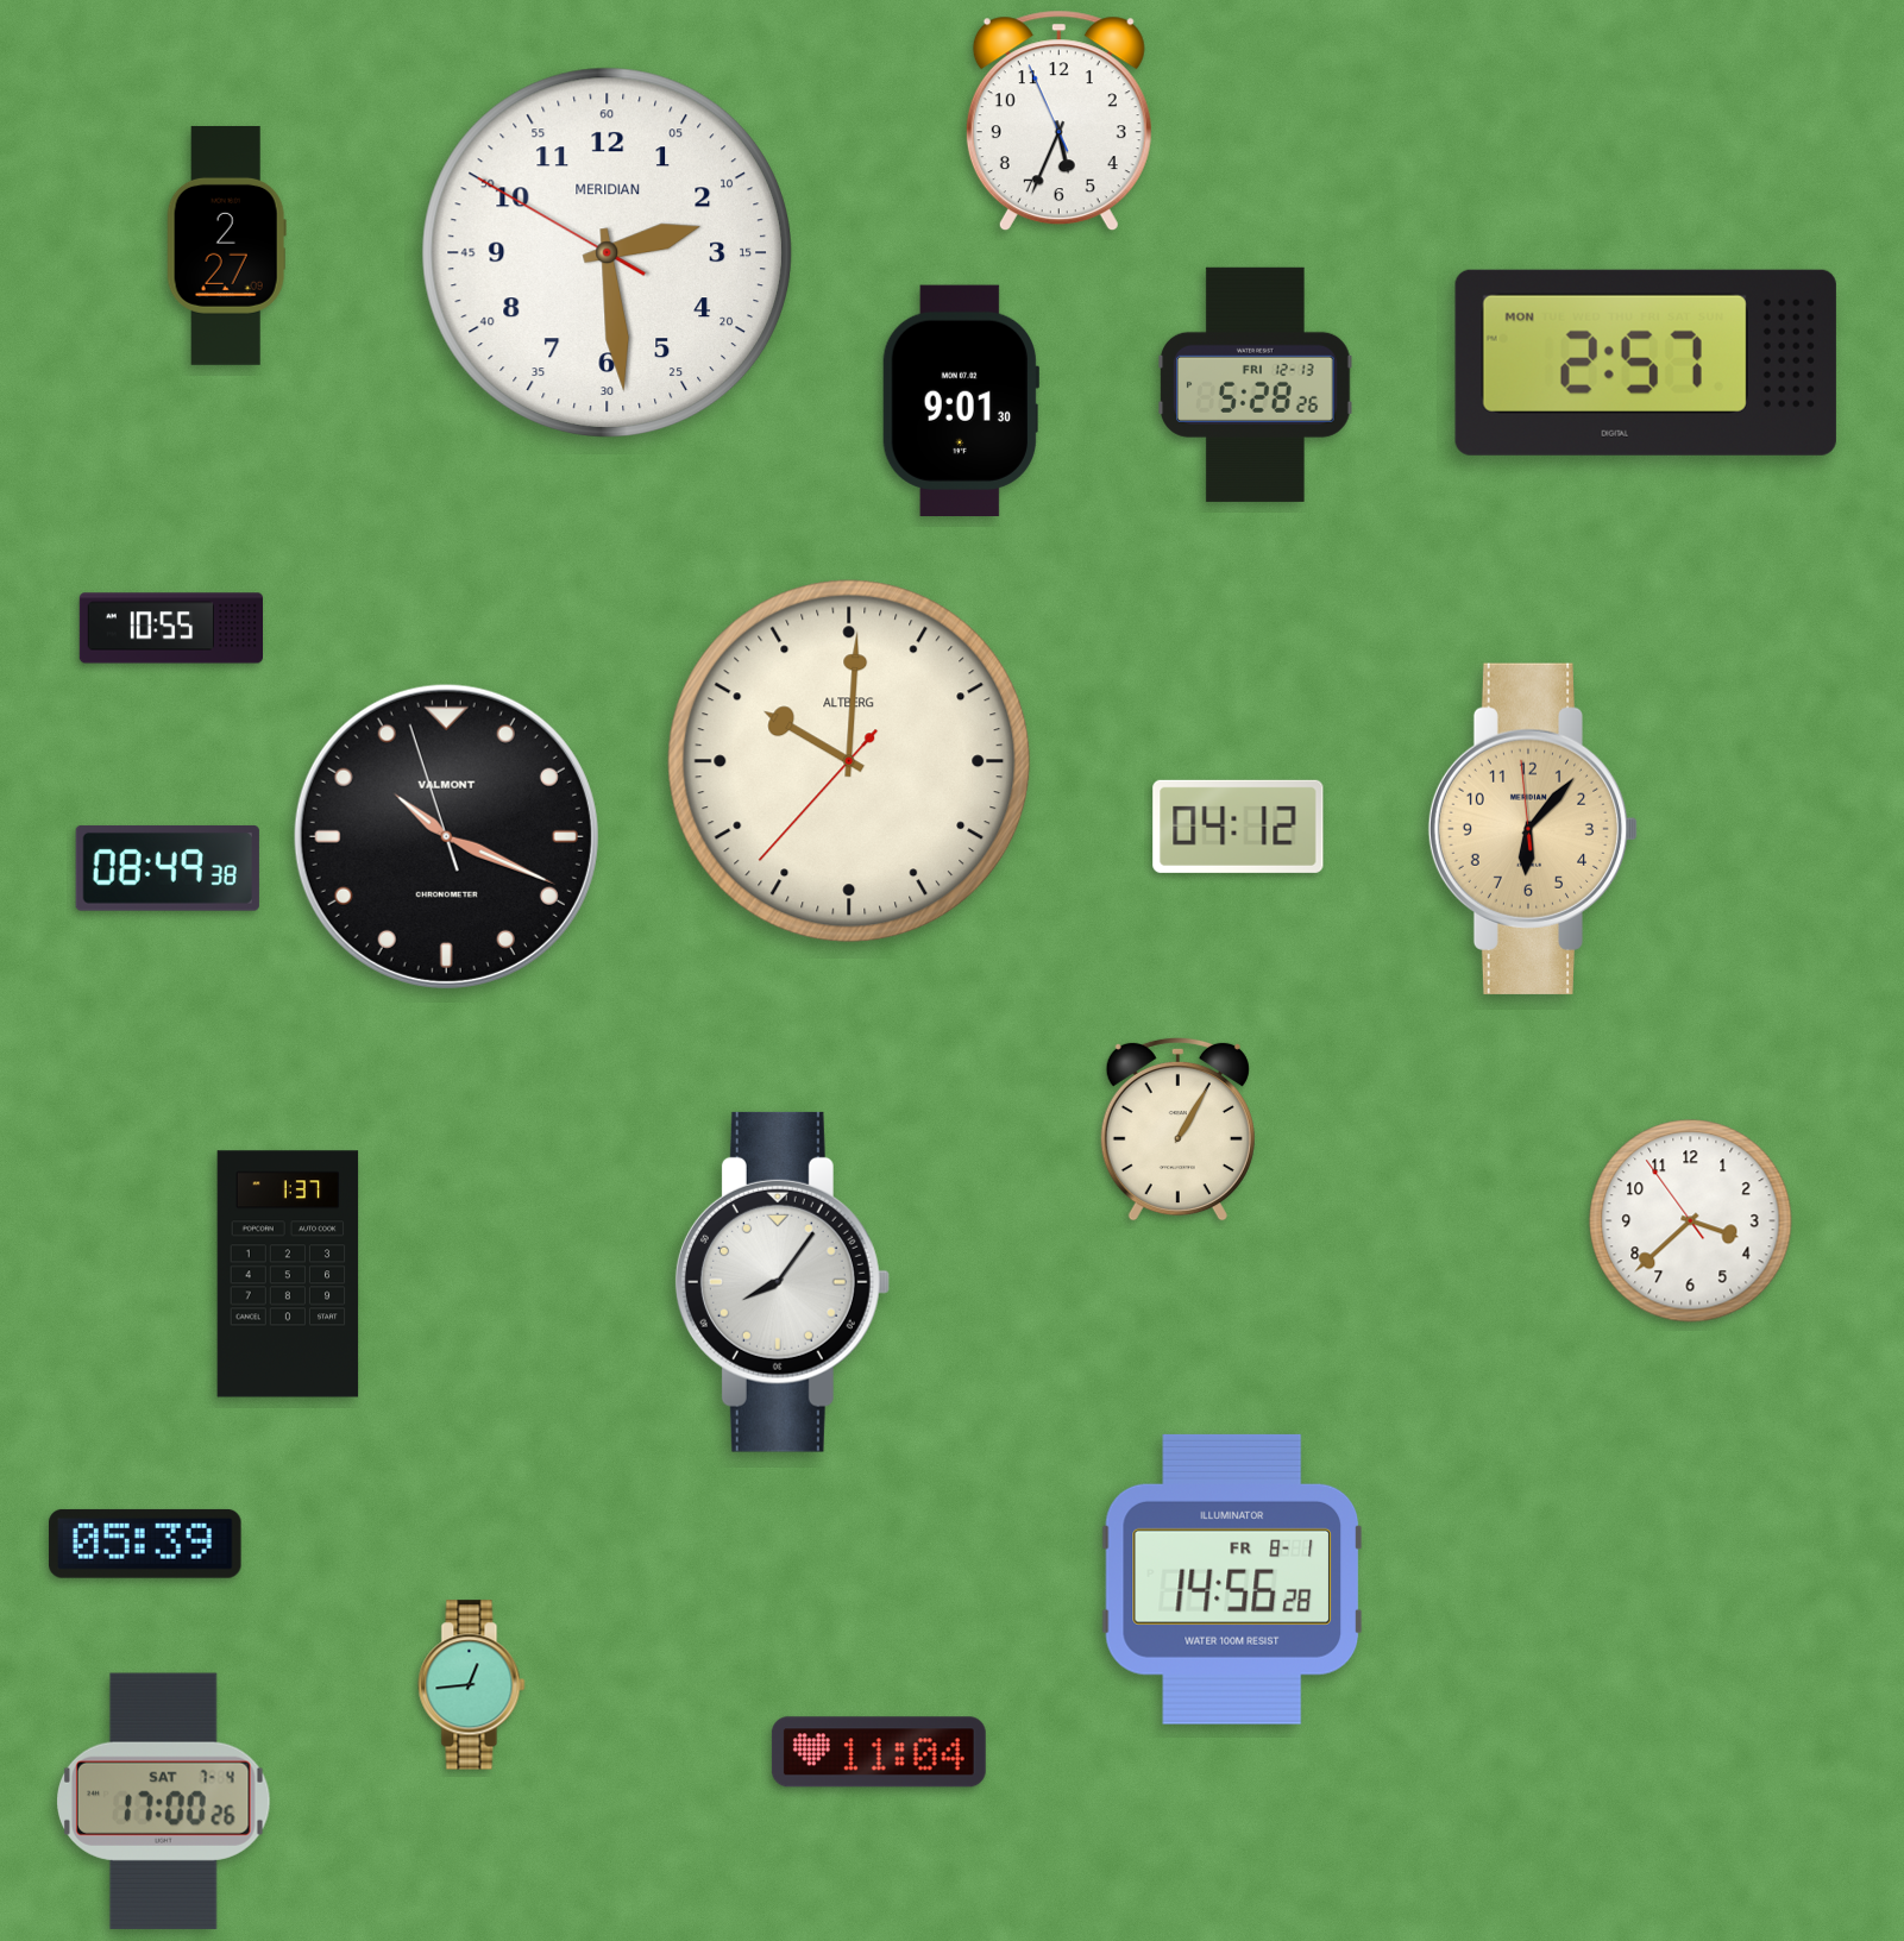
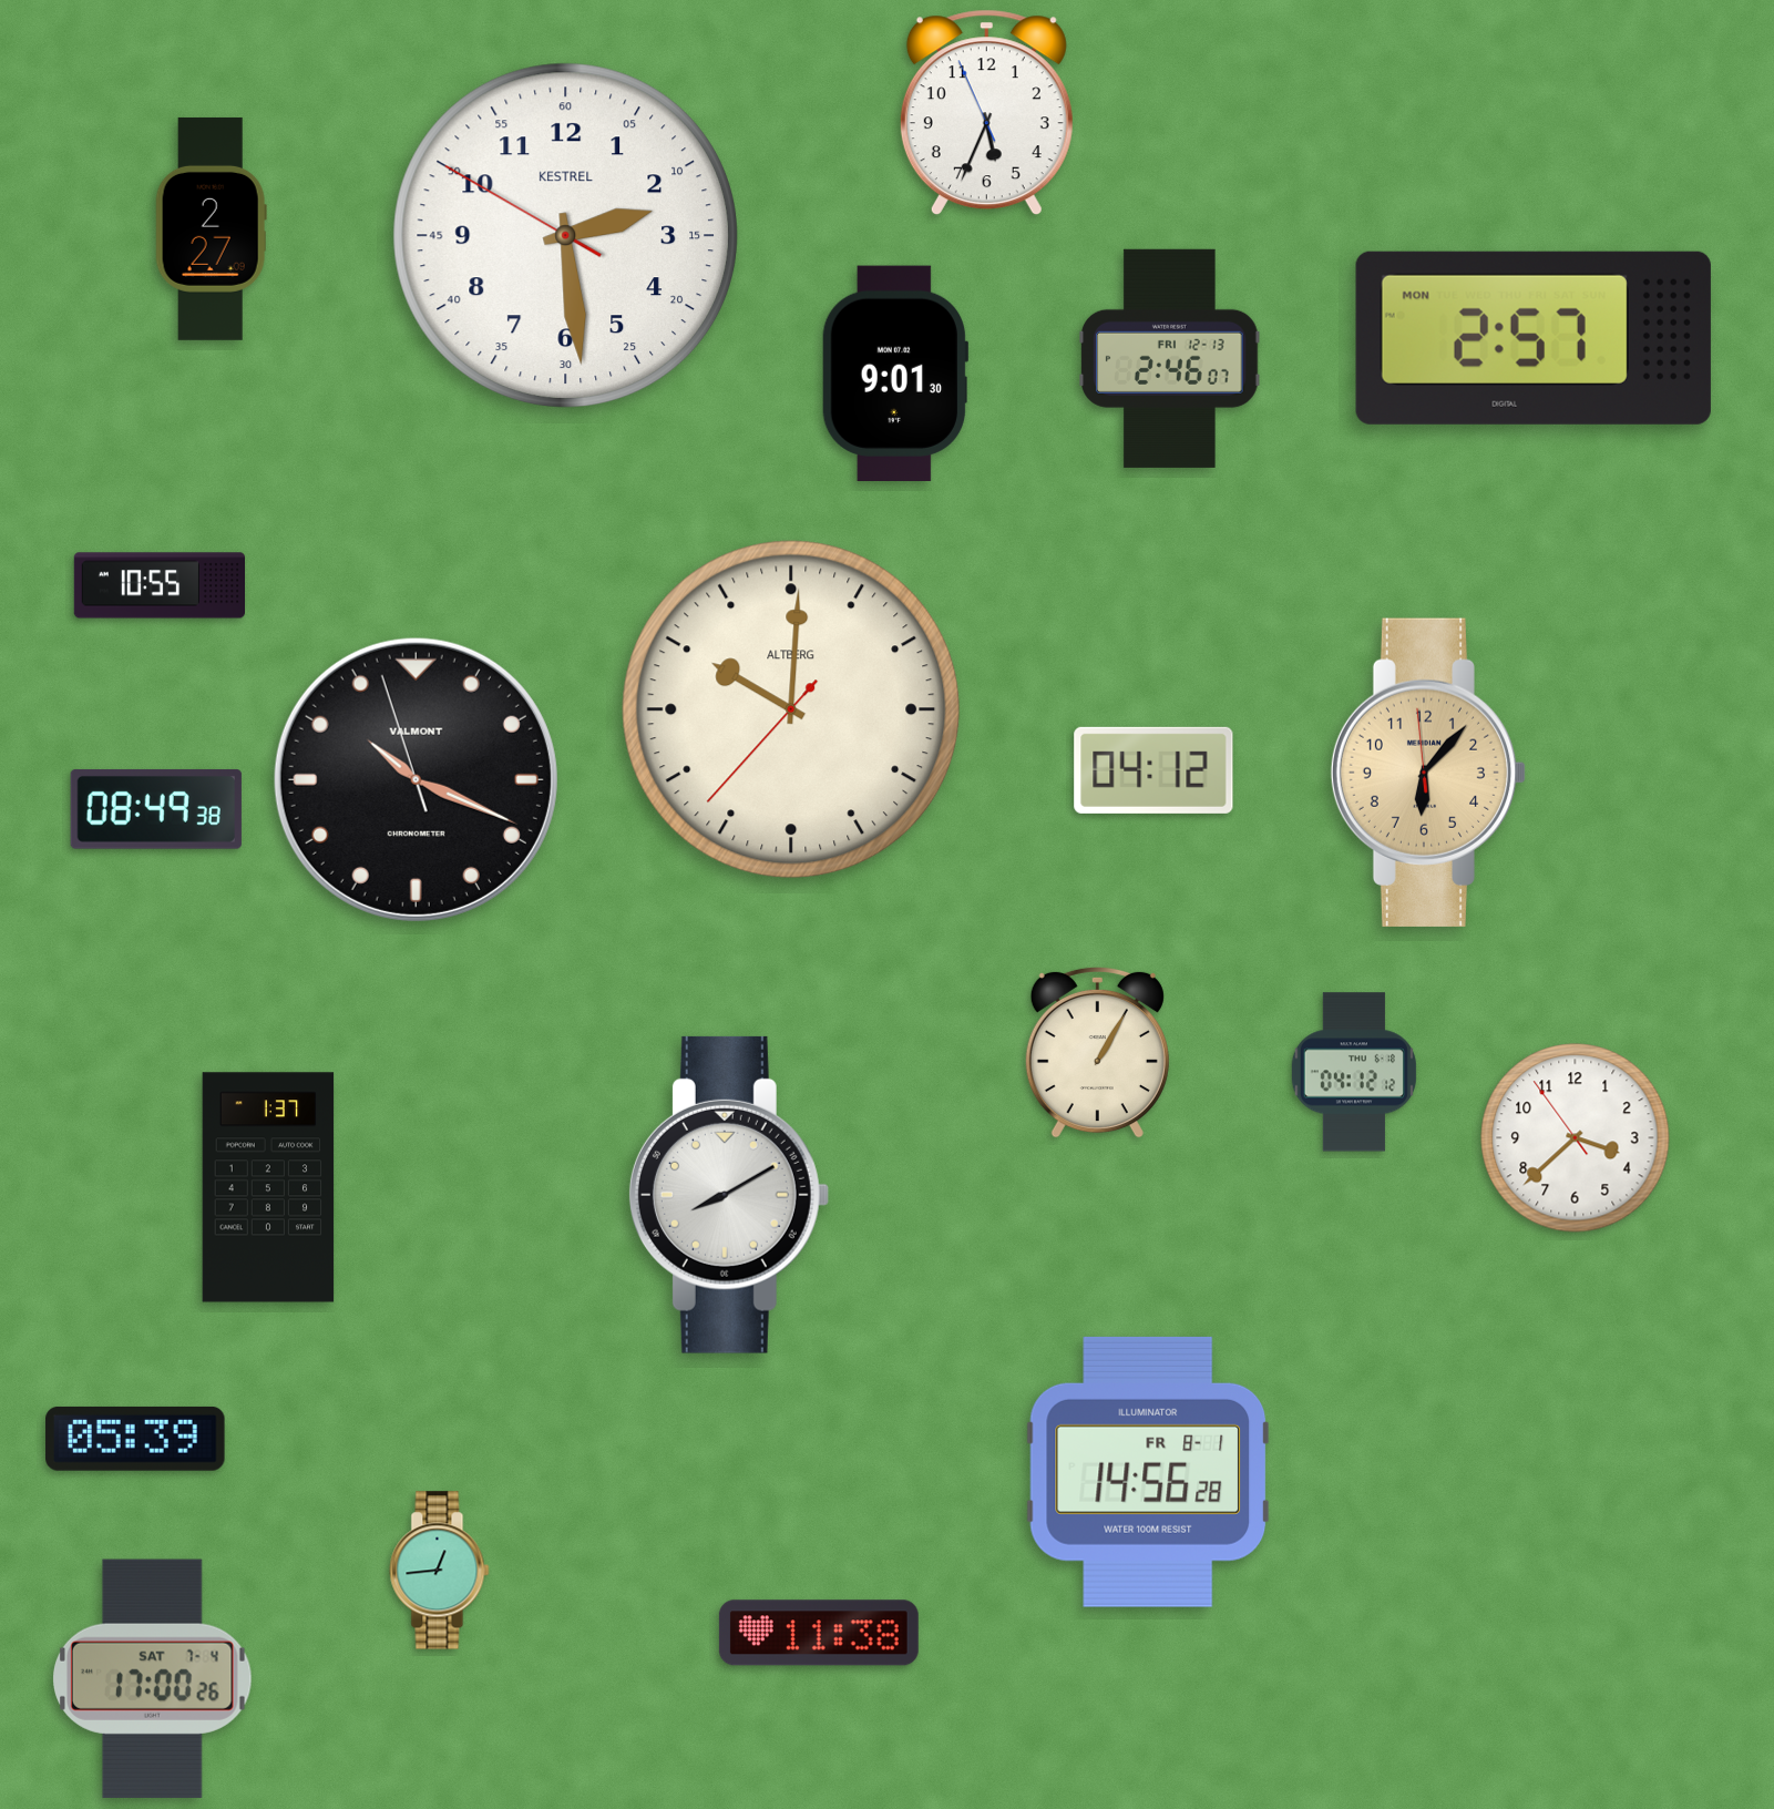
clock at (607, 252) brand: MERIDIAN -> KESTREL
clock at (1256, 384): 5:28 -> 2:46
clock at (1354, 1072): none -> 04:12
clock at (781, 1282): 8:06 -> 8:10
clock at (879, 1752): 11:04 -> 11:38
